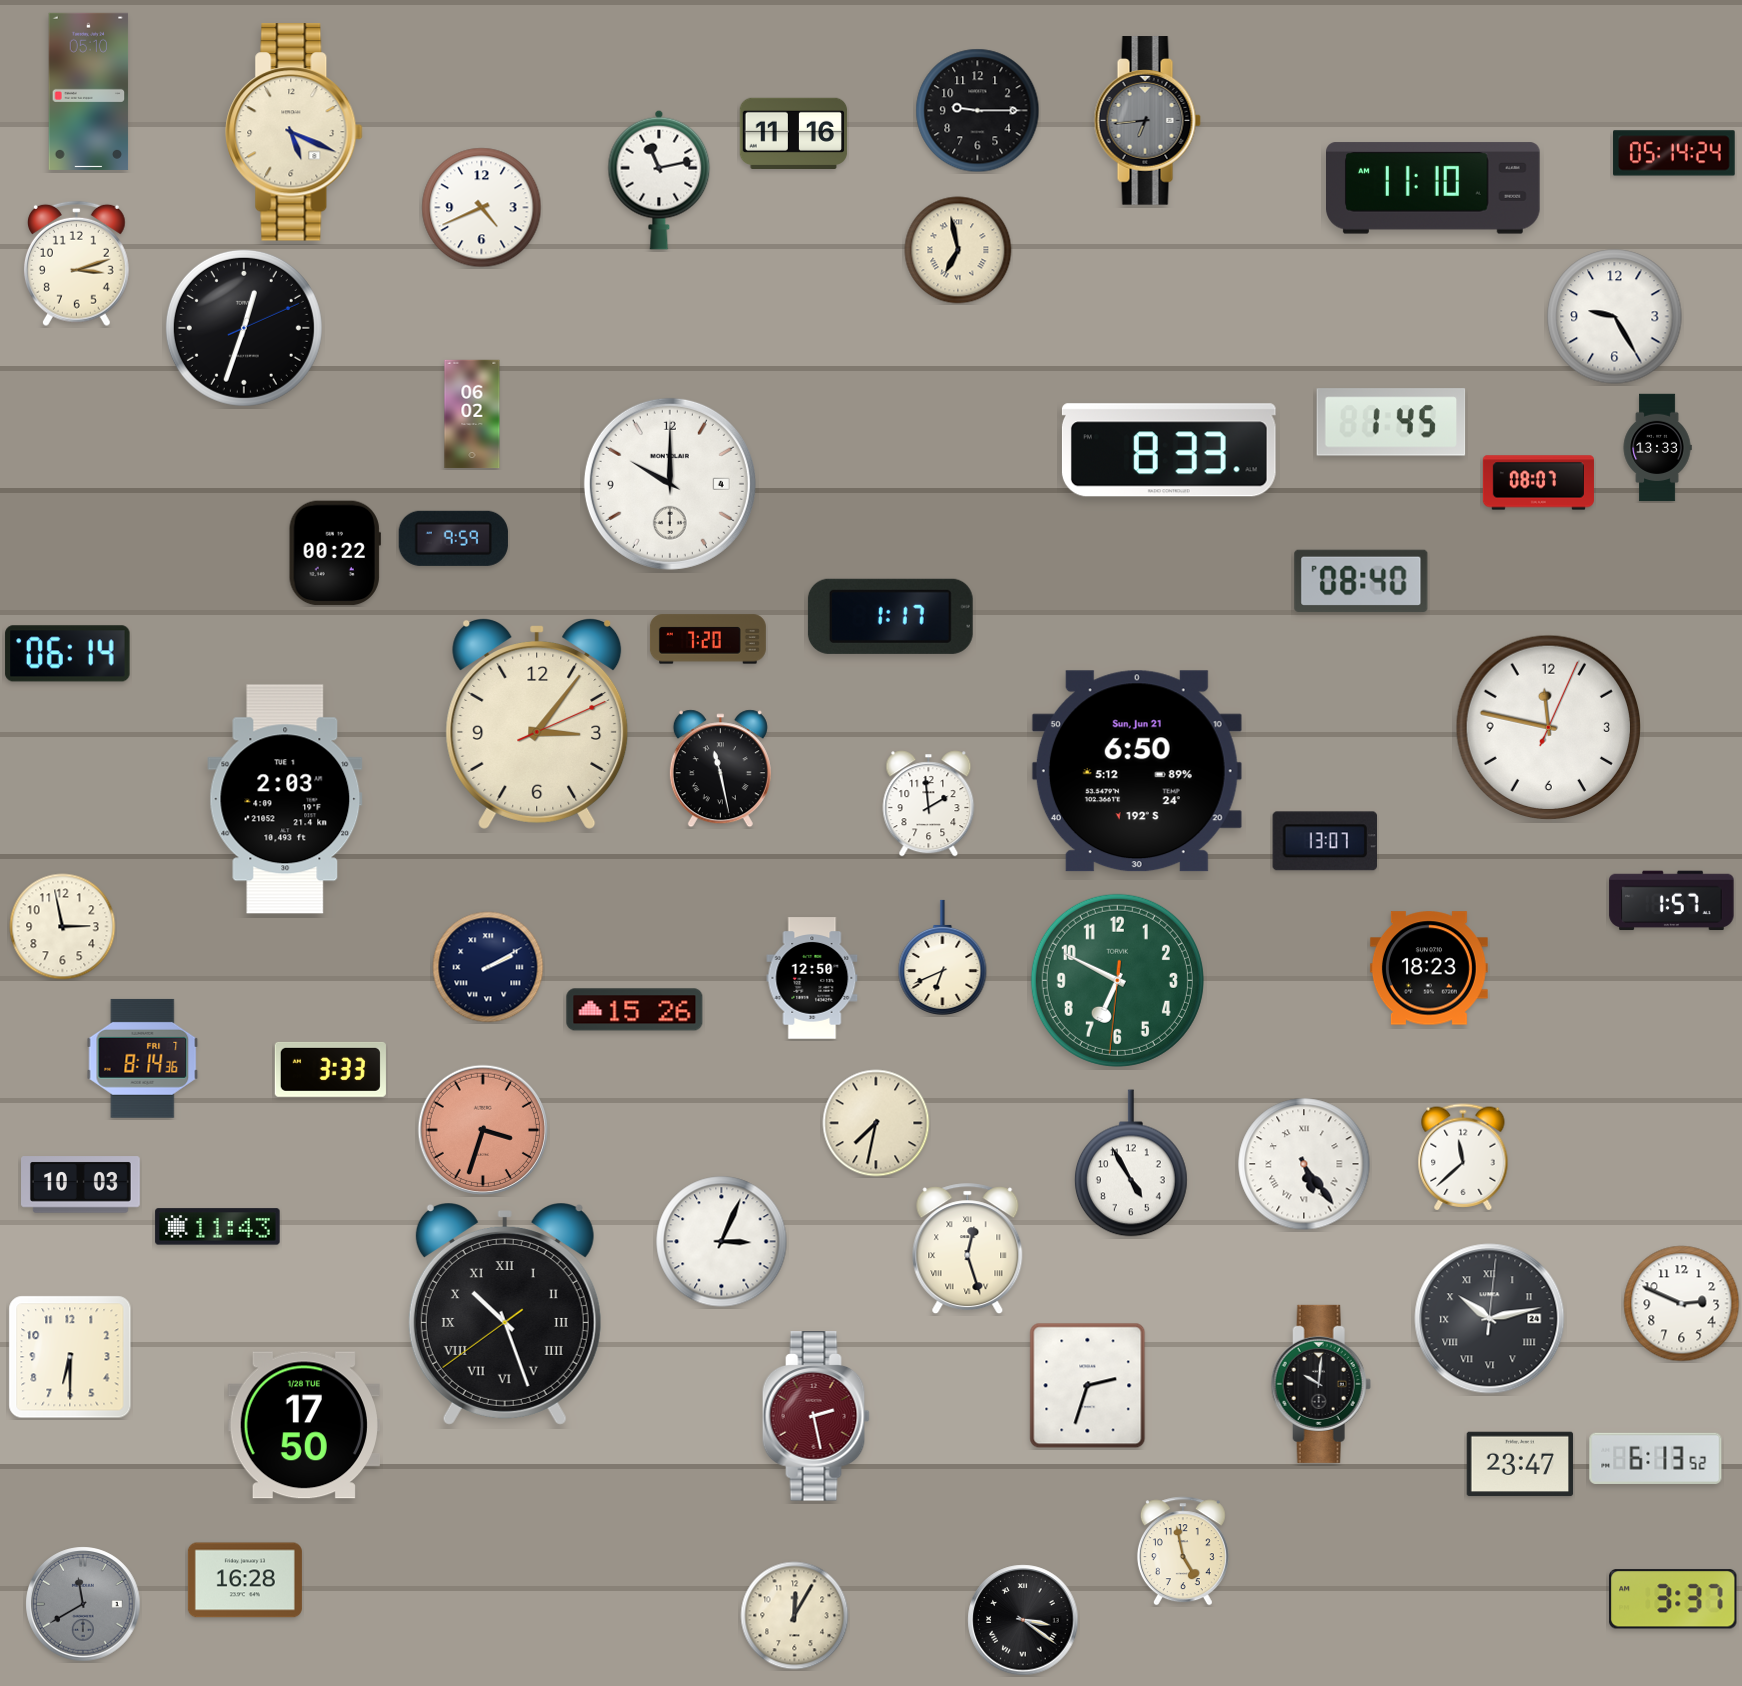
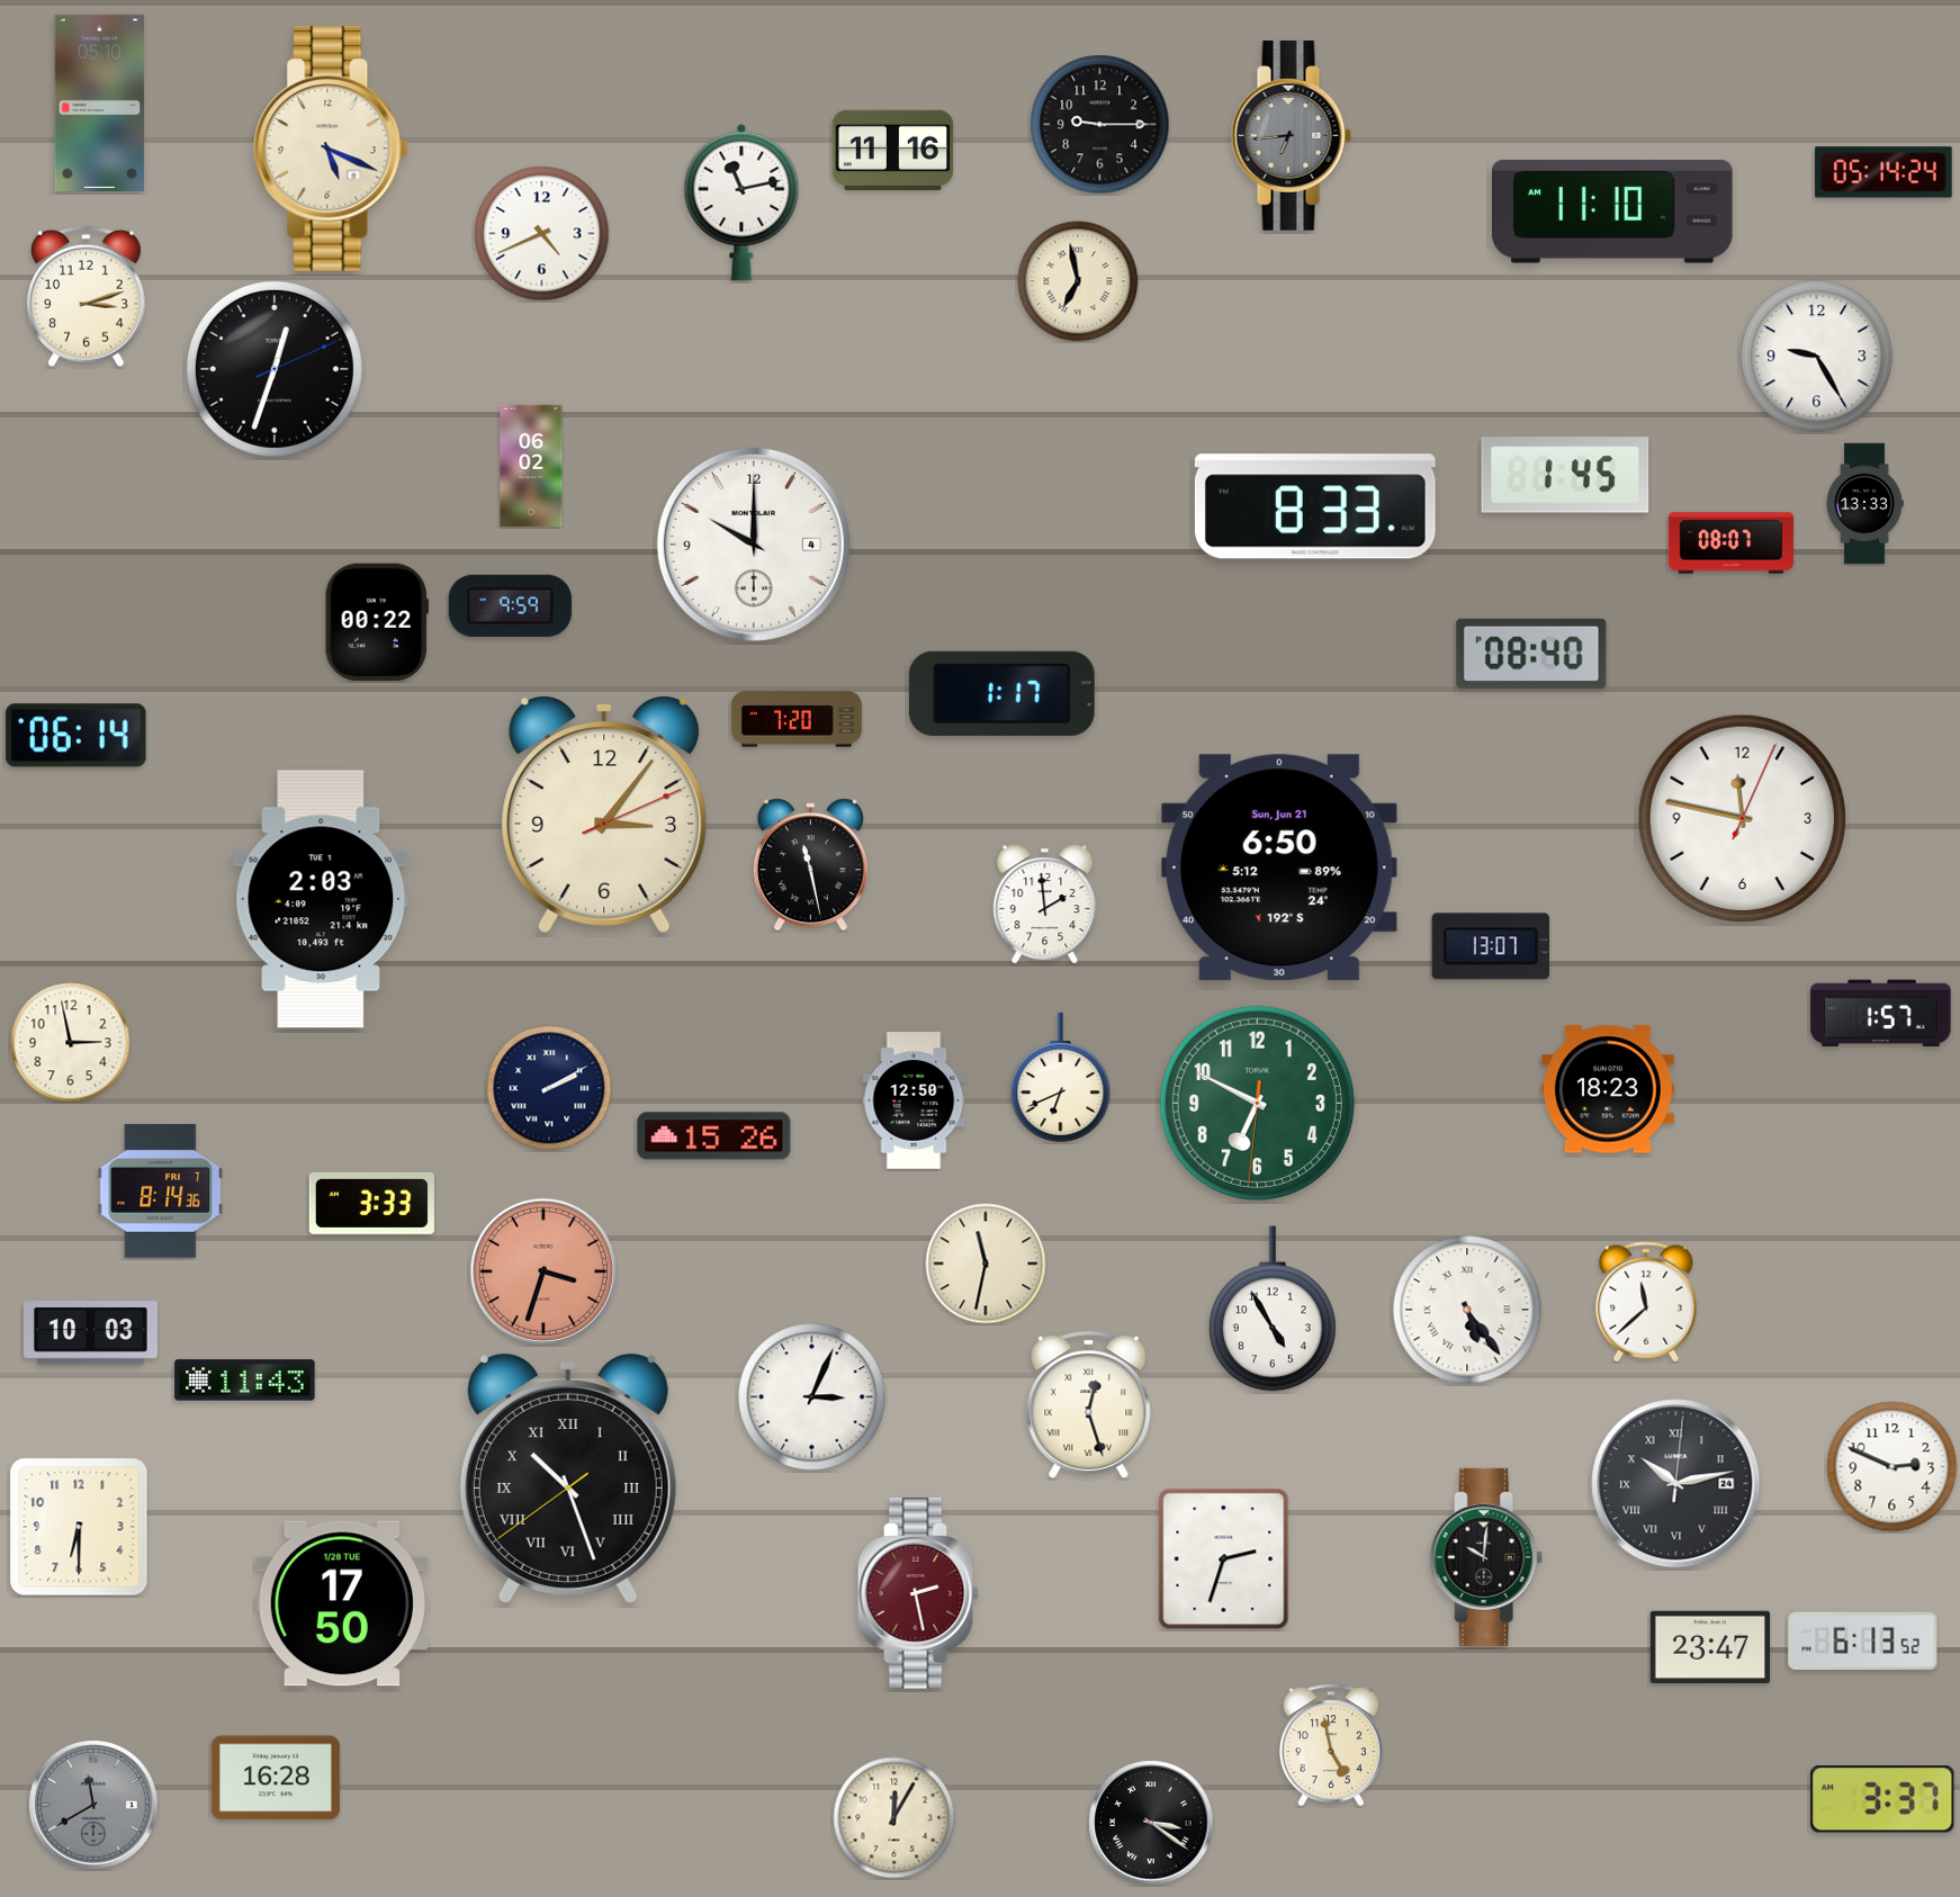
clock at (876, 1123): 7:32 -> 11:32
